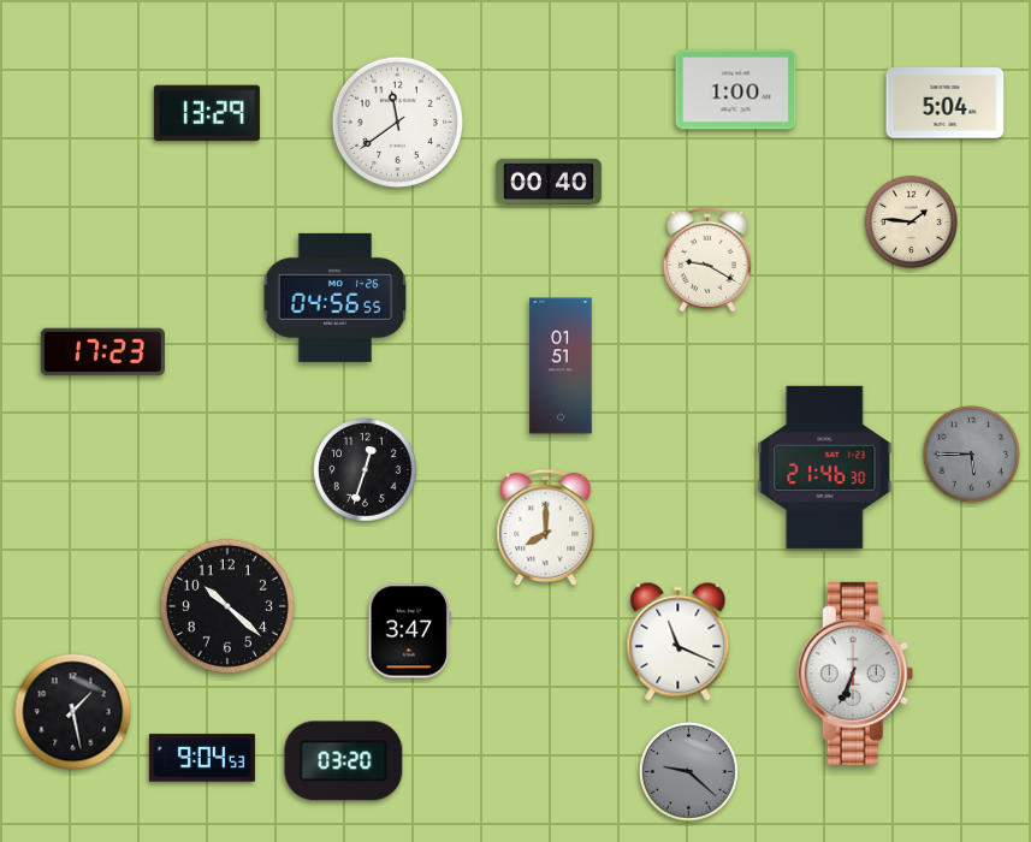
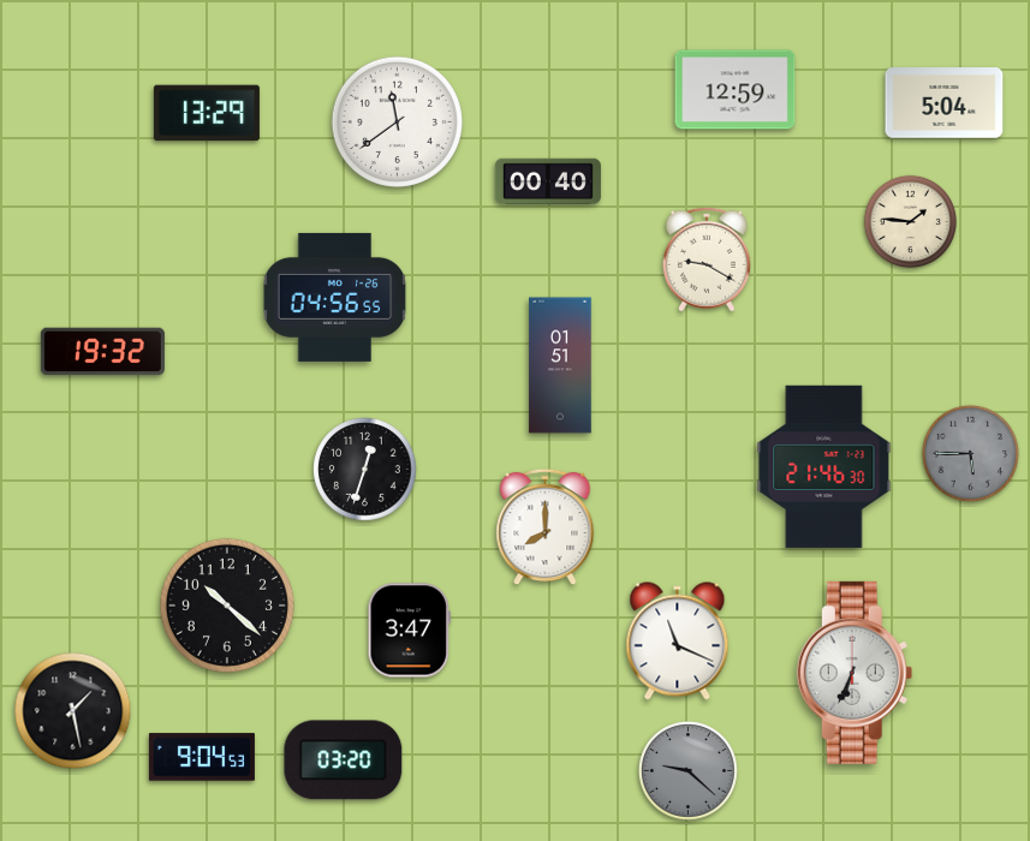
clock at (736, 90): 1:00 -> 12:59
clock at (102, 352): 17:23 -> 19:32
